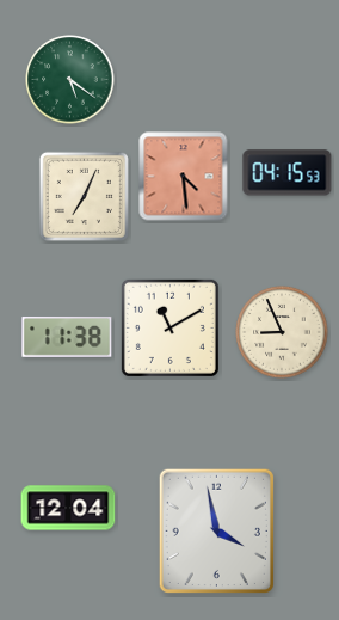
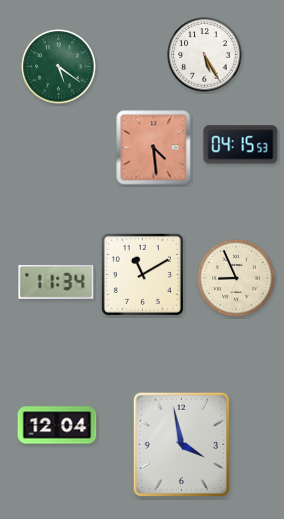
clock at (205, 55): none -> 5:25
clock at (84, 196): 7:04 -> none
clock at (67, 337): 11:38 -> 11:34
